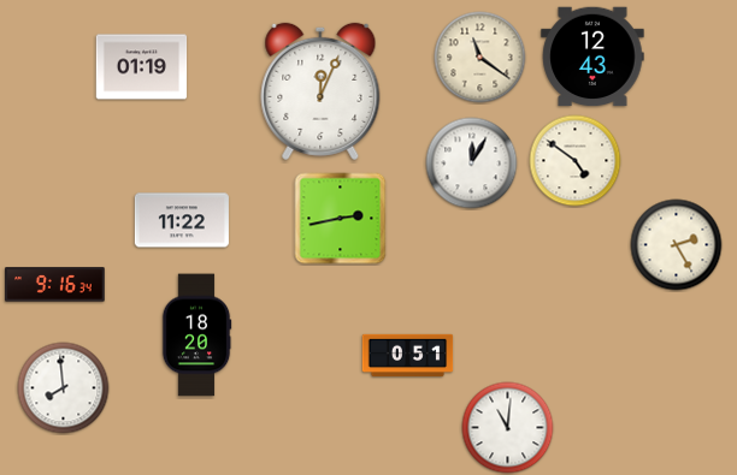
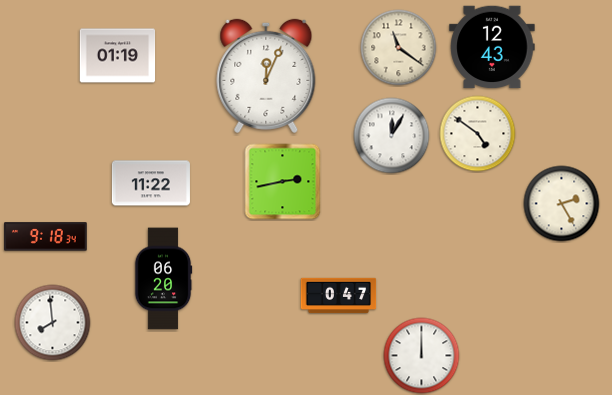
clock at (55, 285): 9:16 -> 9:18
clock at (196, 336): 18:20 -> 06:20
clock at (408, 356): 0:51 -> 0:47
clock at (508, 428): 11:01 -> 12:00
